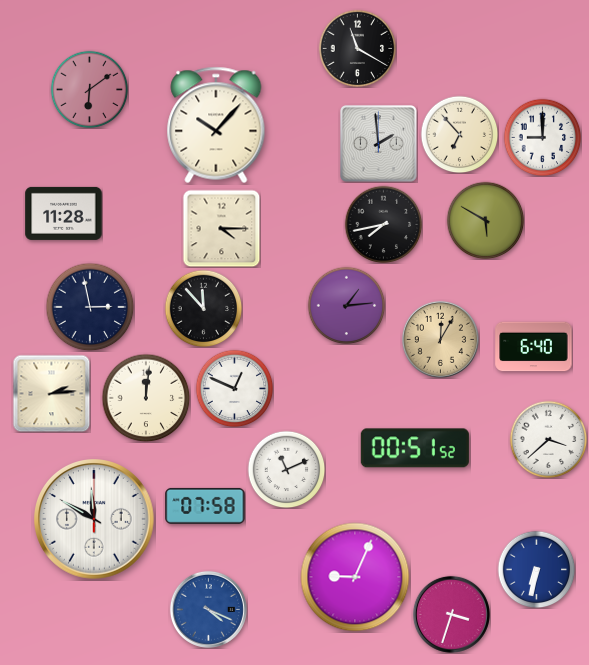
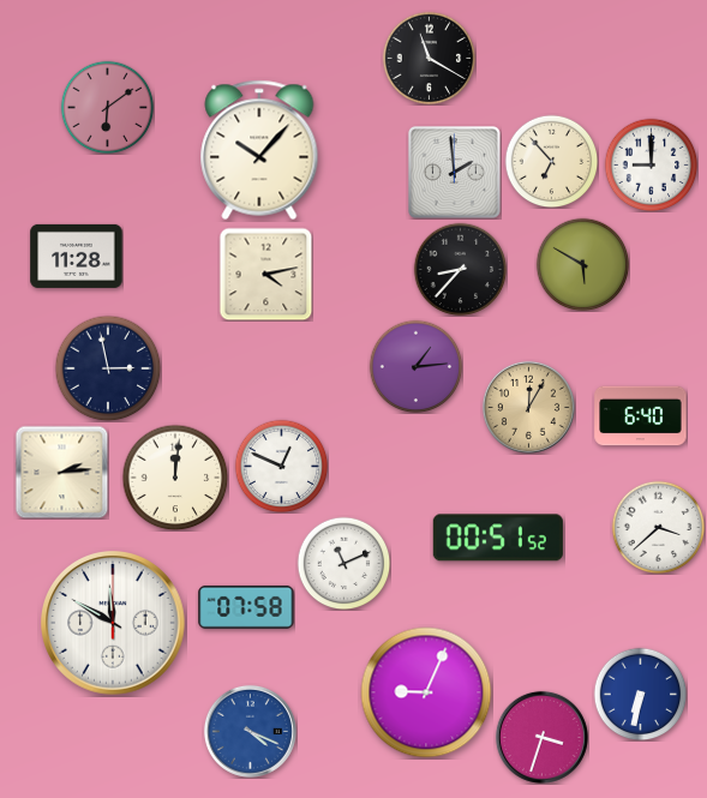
clock at (383, 224): 7:43 -> 8:37
clock at (221, 228): 4:15 -> 4:13
clock at (203, 308): 11:53 -> none
clock at (536, 569) position: (536, 569) -> (640, 694)
